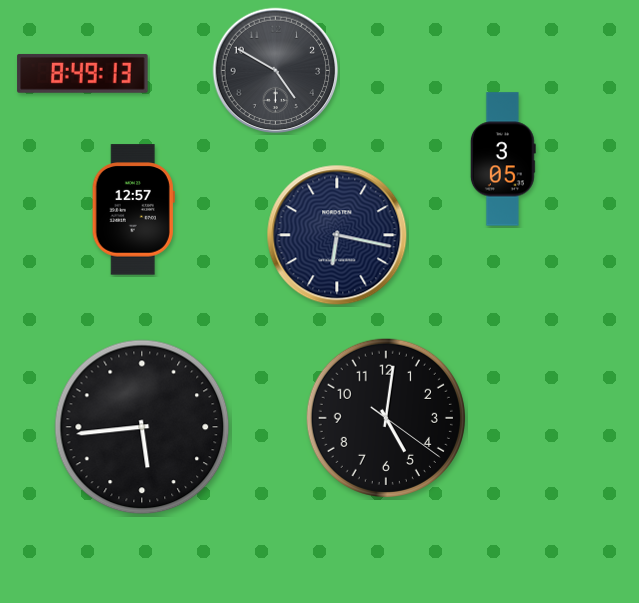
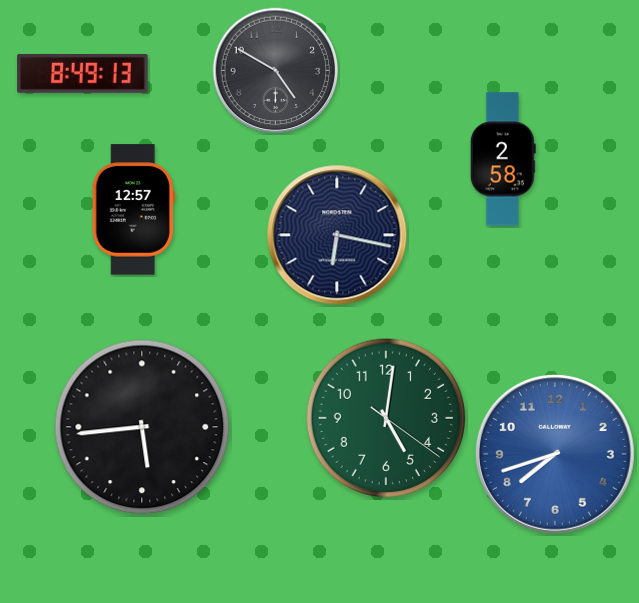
clock at (503, 159): 3:05 -> 2:58
clock at (386, 418) dial: black -> green
clock at (555, 454): none -> 7:42
